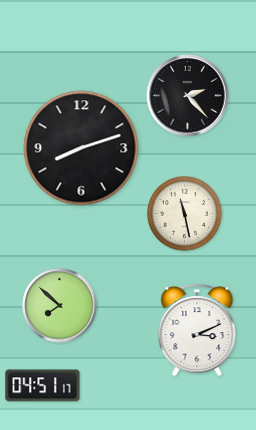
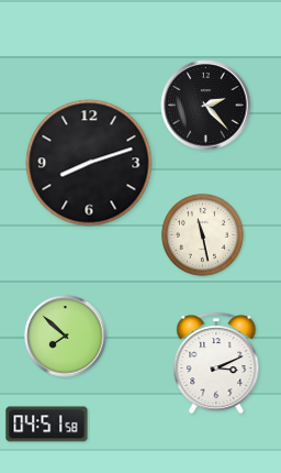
clock at (43, 386): 04:51:17 -> 04:51:58
